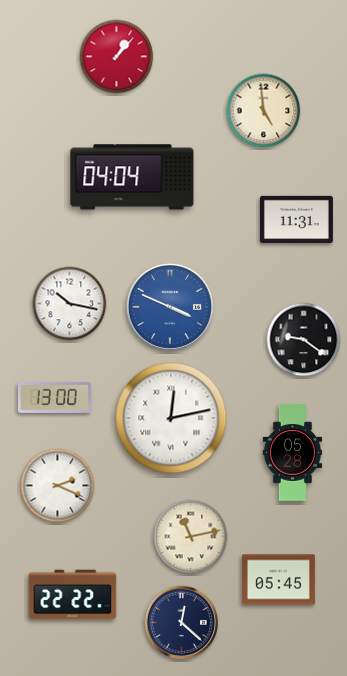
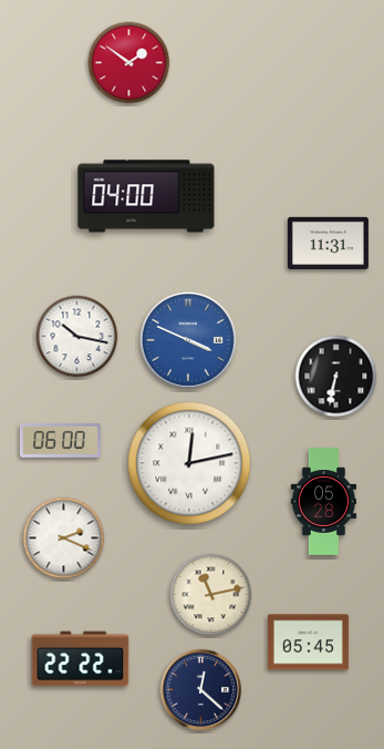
clock at (117, 57): 1:07 -> 1:51
clock at (264, 111): 4:59 -> none
clock at (132, 177): 04:04 -> 04:00
clock at (304, 340): 9:21 -> 6:32
clock at (54, 397): 13:00 -> 06:00
